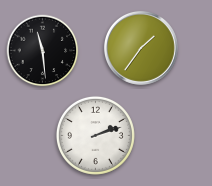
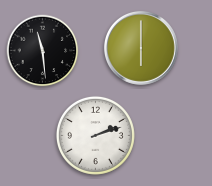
clock at (141, 48): 1:36 -> 6:00
